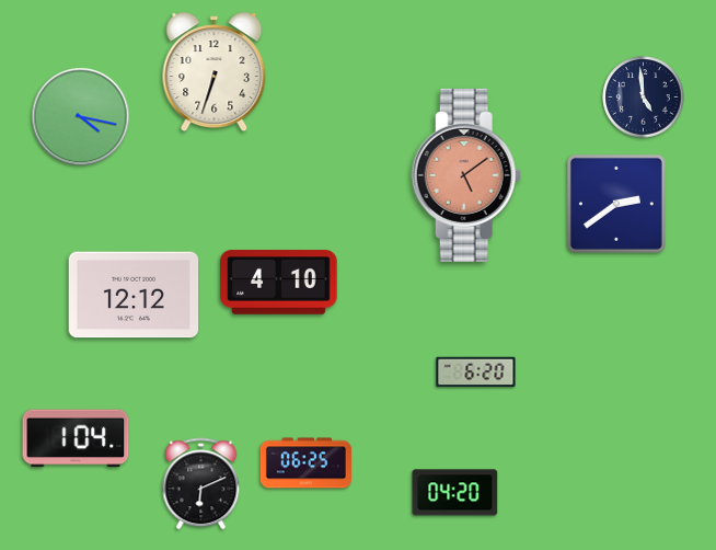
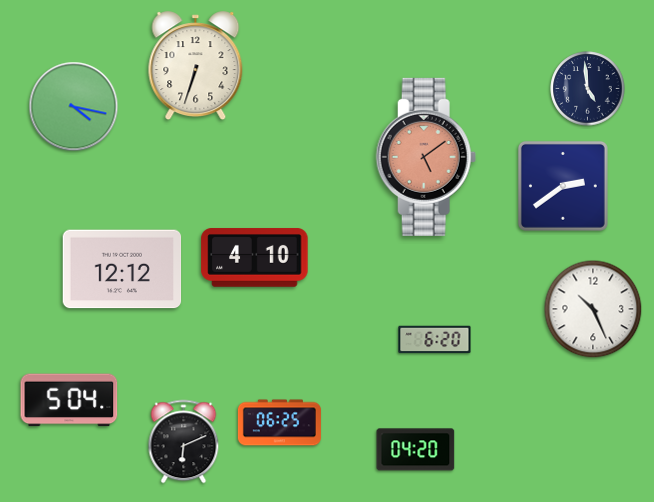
clock at (466, 175) position: (466, 175) -> (426, 157)
clock at (593, 309): none -> 10:26
clock at (76, 438): 1:04 -> 5:04
